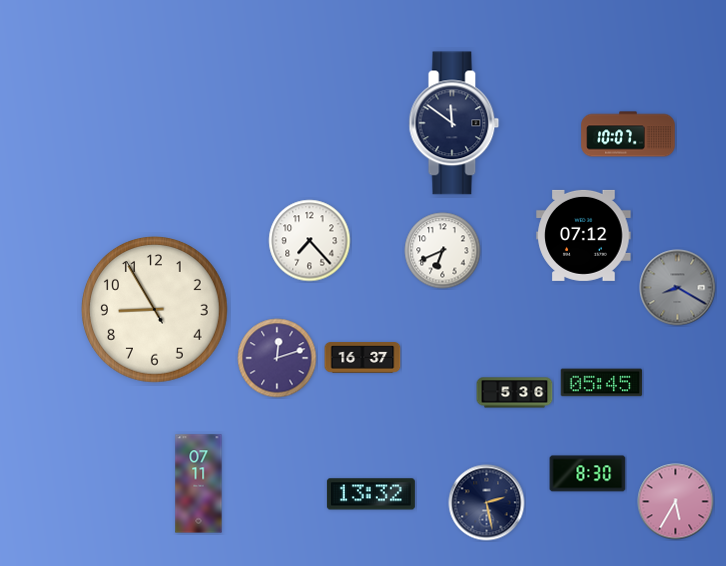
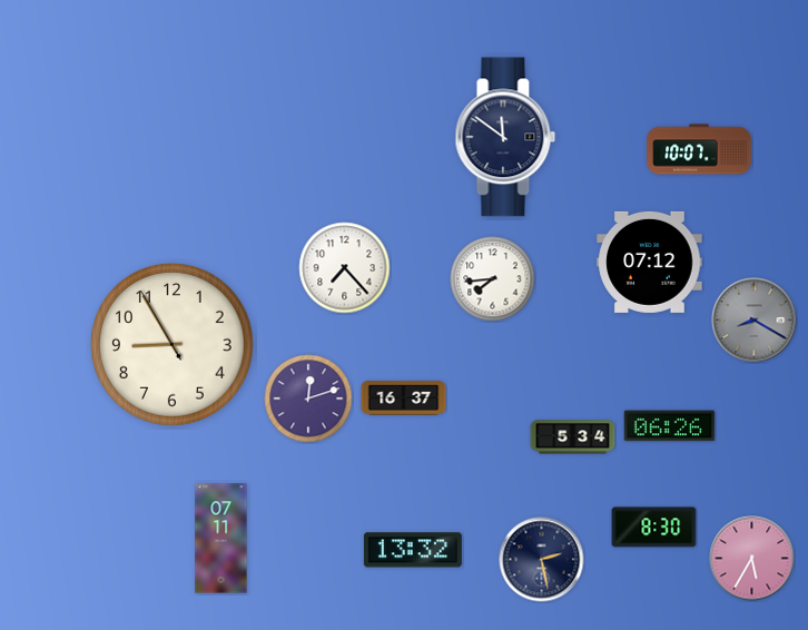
clock at (443, 251): 6:41 -> 7:44
clock at (602, 383): 05:45 -> 06:26
clock at (515, 393): 5:36 -> 5:34
